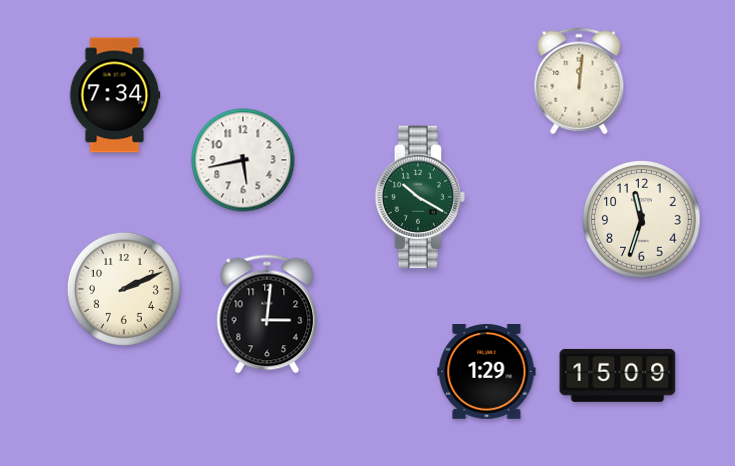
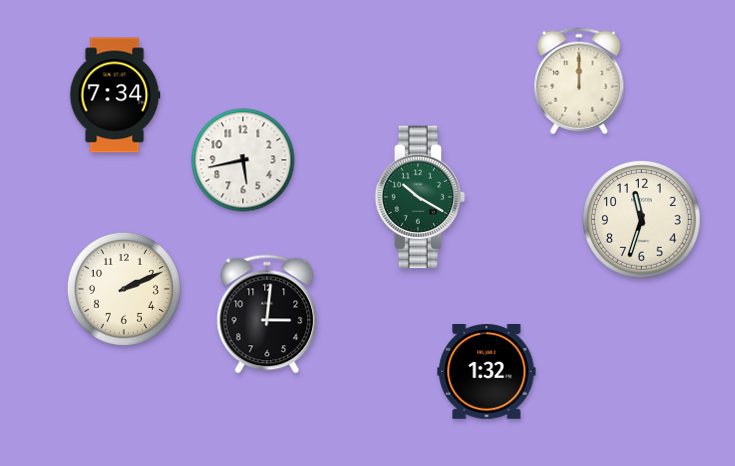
clock at (579, 81): 12:01 -> 12:00
clock at (487, 372): 1:29 -> 1:32
clock at (618, 375): 15:09 -> none
